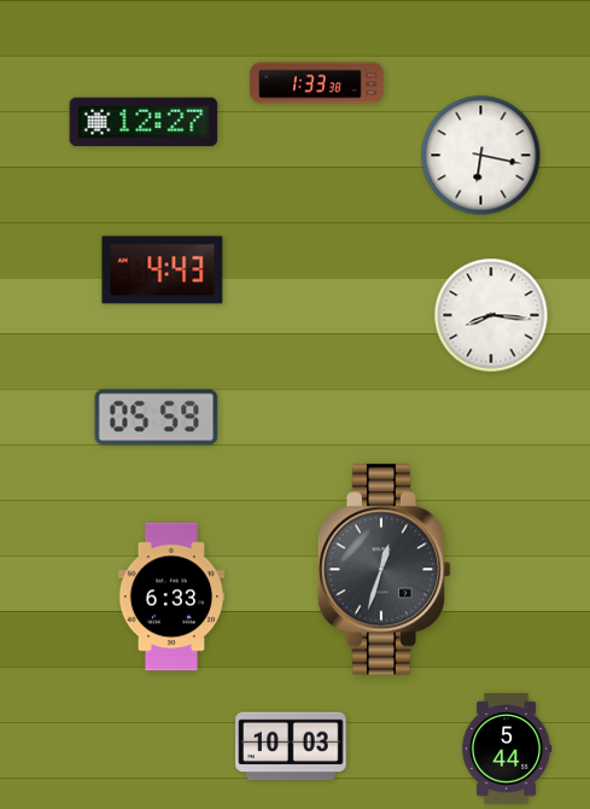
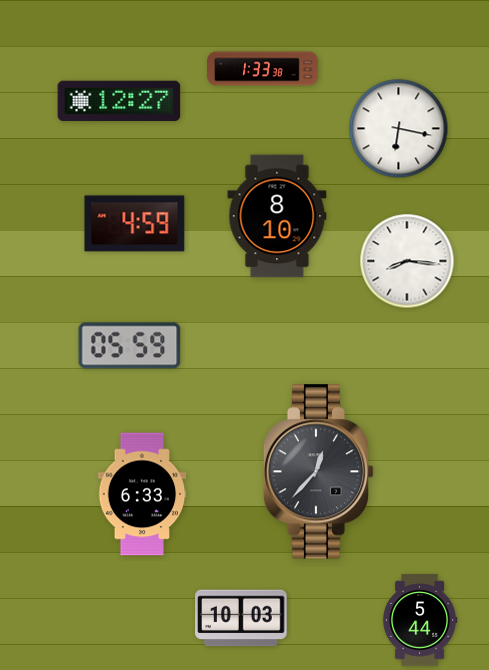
clock at (277, 216): none -> 8:10
clock at (163, 270): 4:43 -> 4:59
clock at (385, 570): 12:33 -> 12:37
